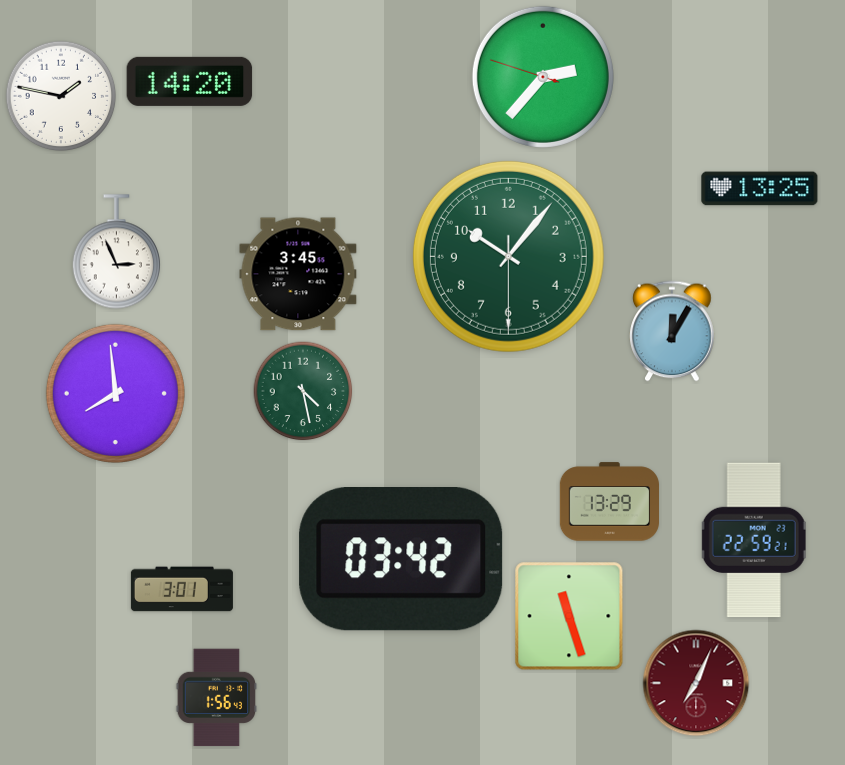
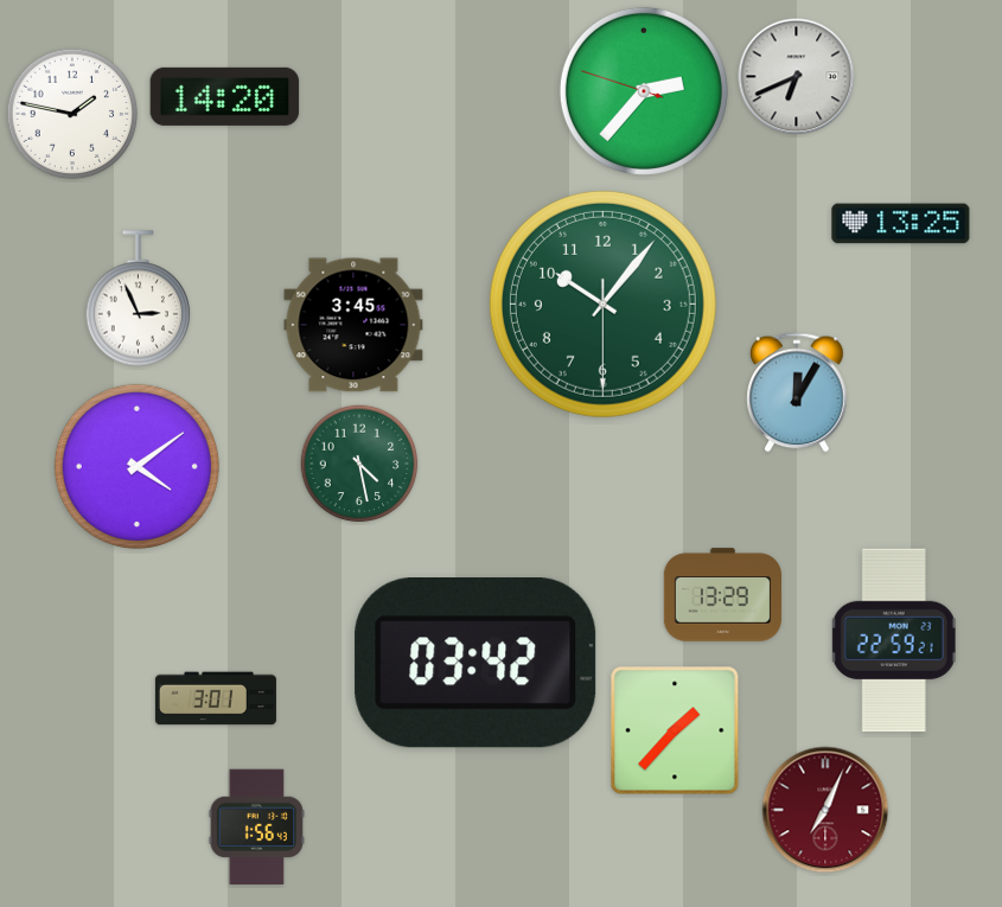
clock at (797, 77): none -> 6:41
clock at (115, 393): 7:59 -> 4:09
clock at (569, 616): 11:27 -> 1:37
